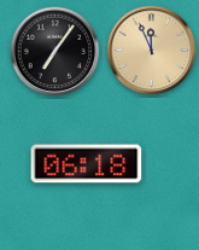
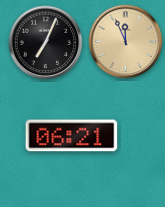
clock at (55, 52): 7:06 -> 7:04
clock at (87, 164): 06:18 -> 06:21
